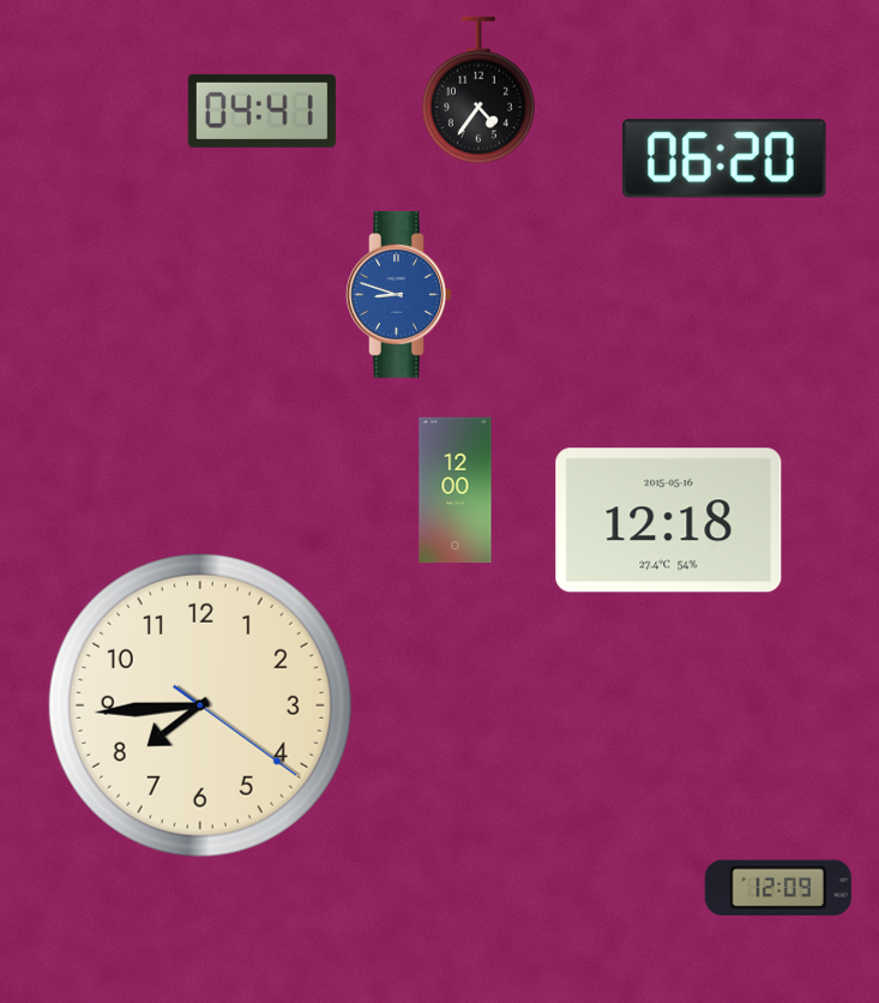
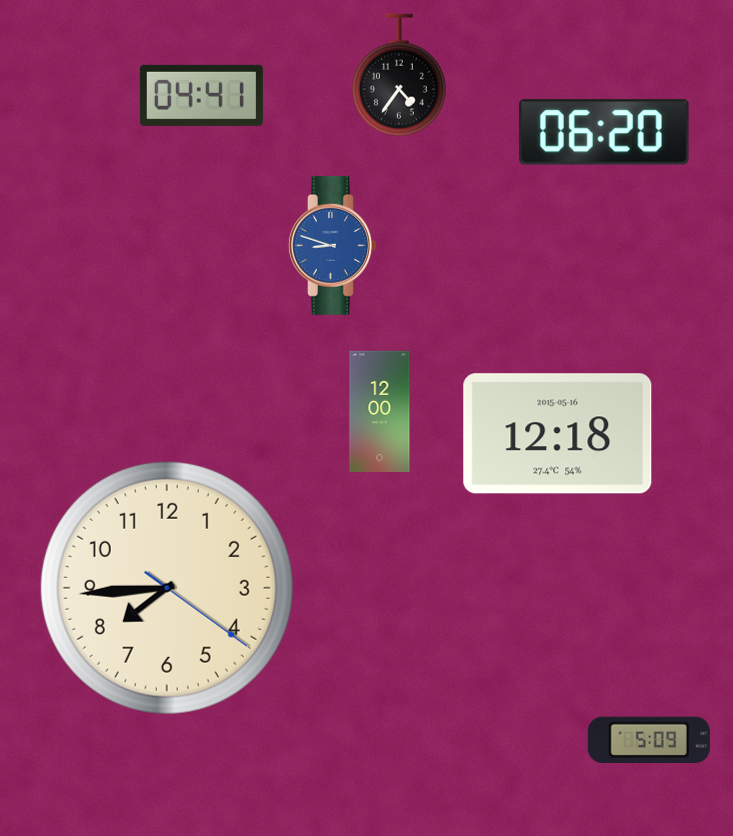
clock at (261, 110) position: (261, 110) -> (201, 95)
clock at (456, 491) position: (456, 491) -> (380, 412)
clock at (778, 888): 12:09 -> 5:09
